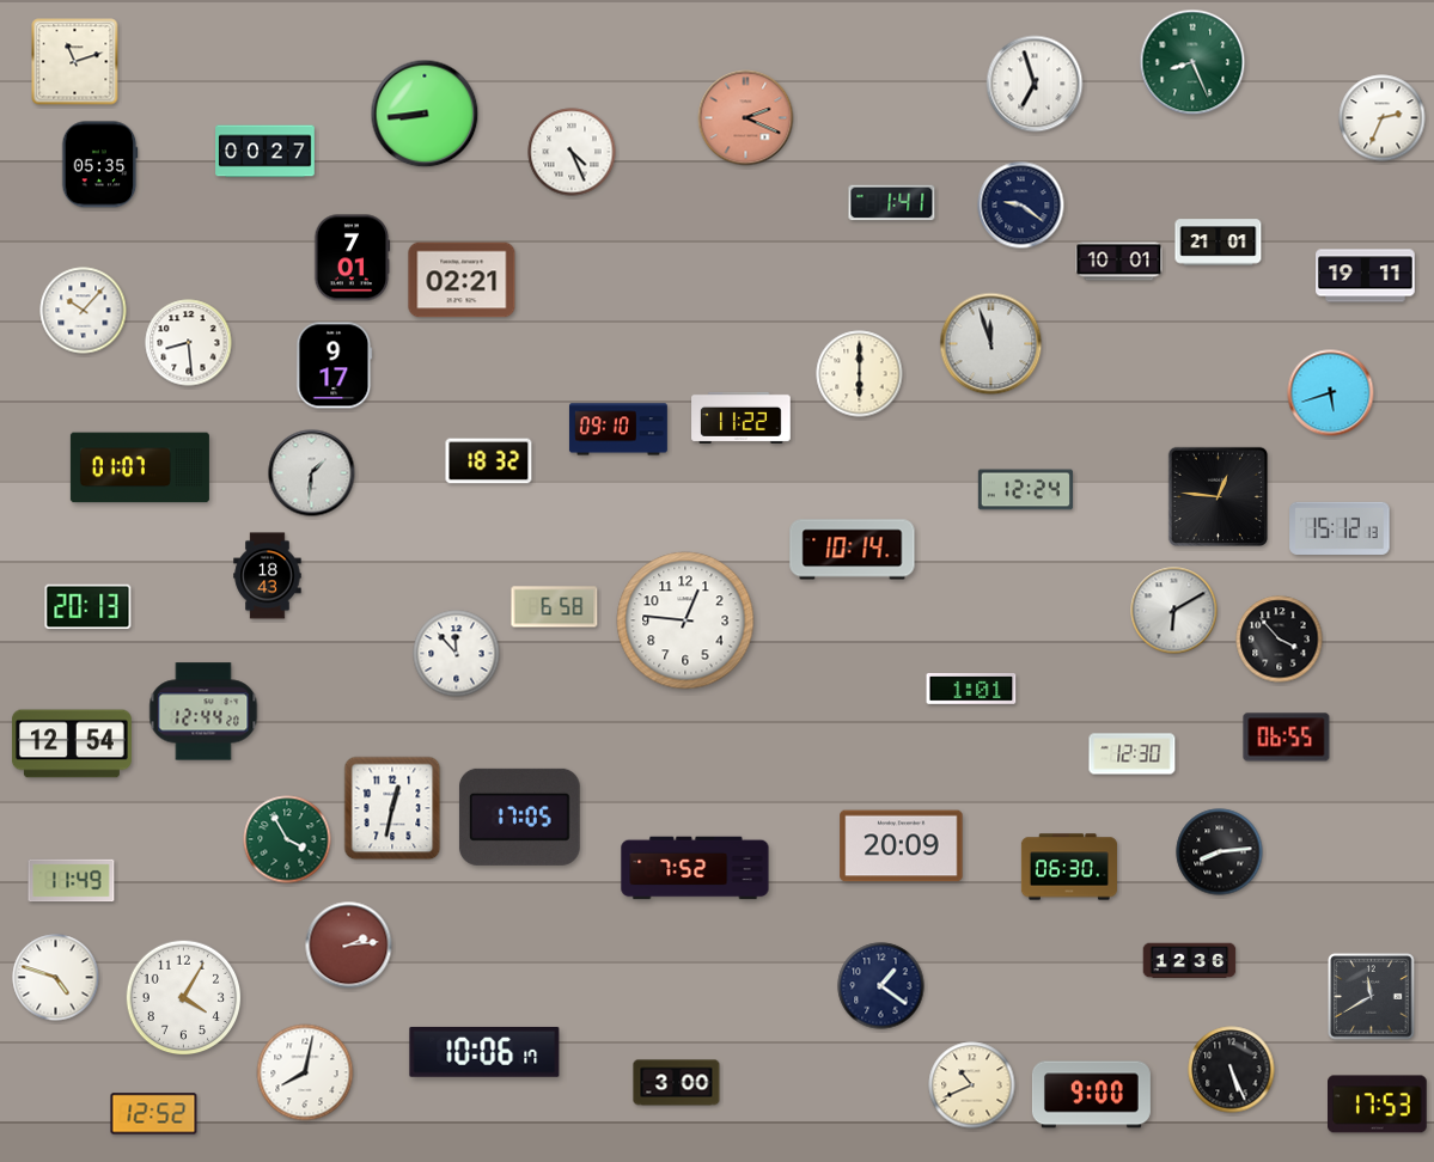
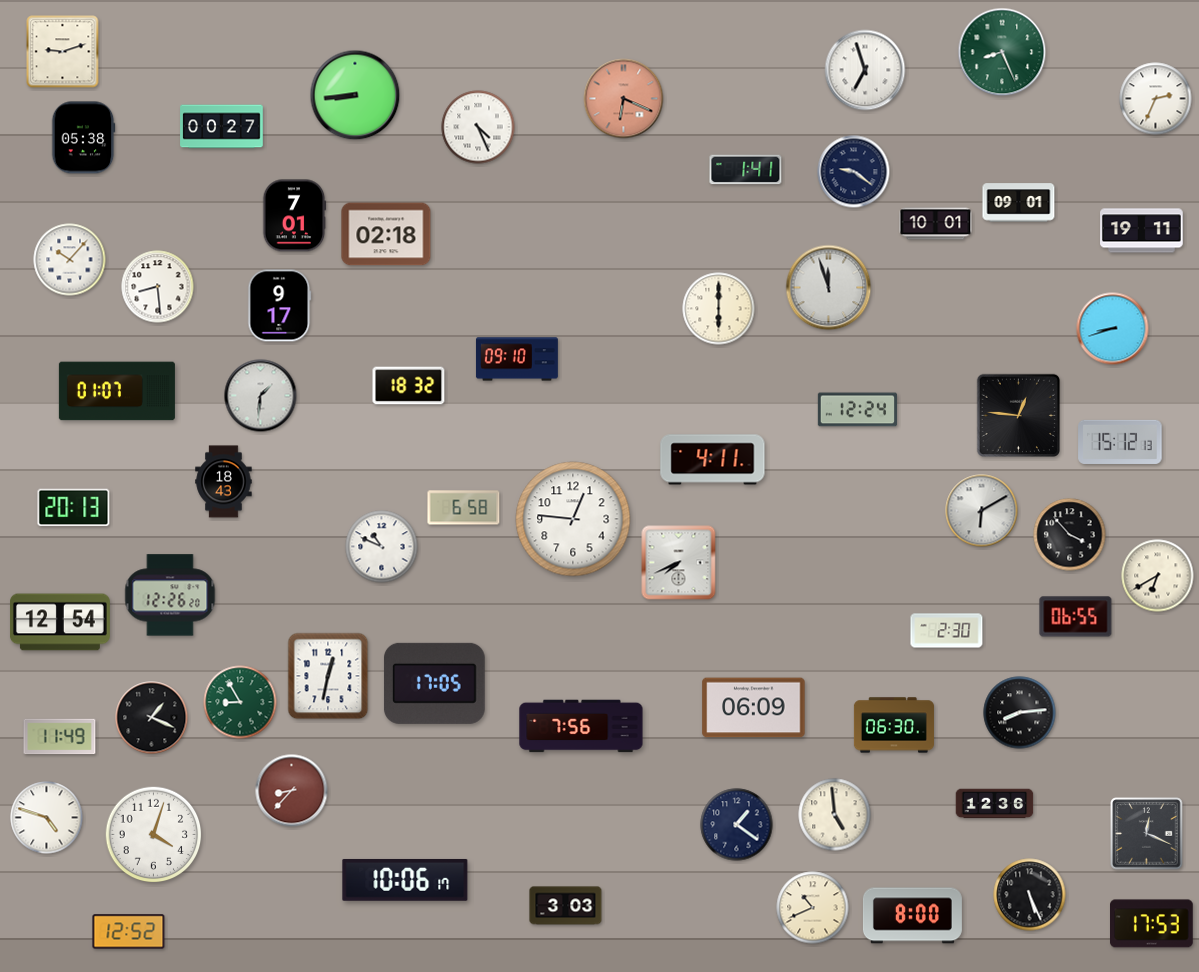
clock at (75, 62): 11:12 -> 9:12
clock at (1192, 62) position: (1192, 62) -> (1002, 52)
clock at (746, 118): 2:19 -> 6:19
clock at (99, 165): 05:35 -> 05:38
clock at (1219, 243): 21:01 -> 09:01
clock at (1119, 262) position: (1119, 262) -> (936, 224)
clock at (462, 280): 02:21 -> 02:18
clock at (860, 374) position: (860, 374) -> (719, 309)
clock at (1331, 393): 5:42 -> 8:42
clock at (742, 417): 11:22 -> none
clock at (853, 550): 10:14 -> 4:11
clock at (457, 654): 11:53 -> 10:49
clock at (679, 563): none -> 7:41
clock at (1158, 576): none -> 6:40
clock at (971, 690): 1:01 -> none
clock at (203, 711): 12:44 -> 12:26
clock at (1133, 754): 12:30 -> 2:30
clock at (287, 839): 3:55 -> 8:55
clock at (902, 846): 20:09 -> 06:09
clock at (152, 718): none -> 1:19
clock at (695, 868): 7:52 -> 7:56
clock at (349, 946): 2:14 -> 8:37
clock at (835, 815): none -> 4:59
clock at (1372, 997): 11:40 -> 12:19
clock at (184, 998): 4:05 -> 4:03
clock at (305, 1072): 8:02 -> none
clock at (677, 1083): 3:00 -> 3:03
clock at (1091, 1095): 9:00 -> 8:00
